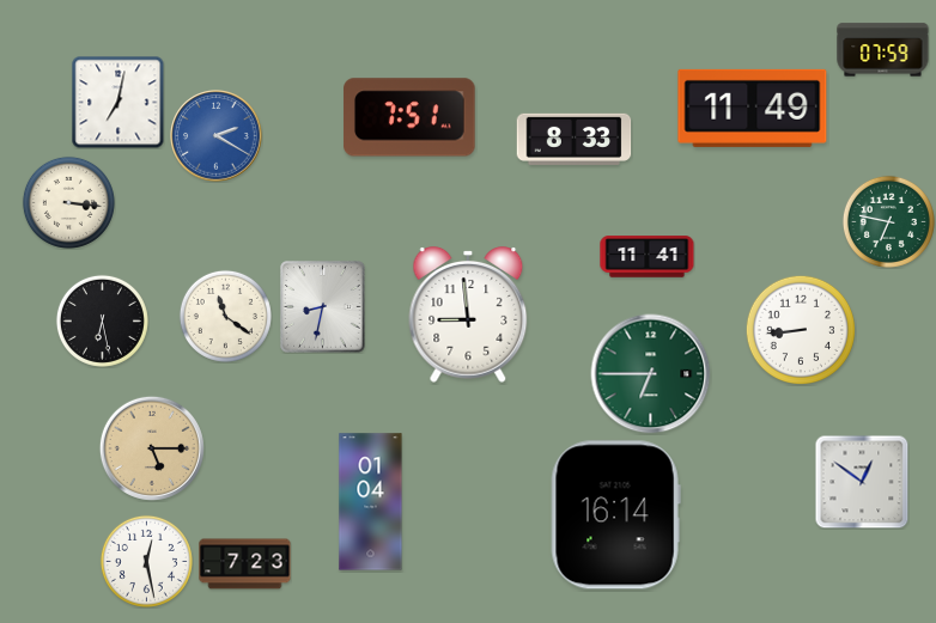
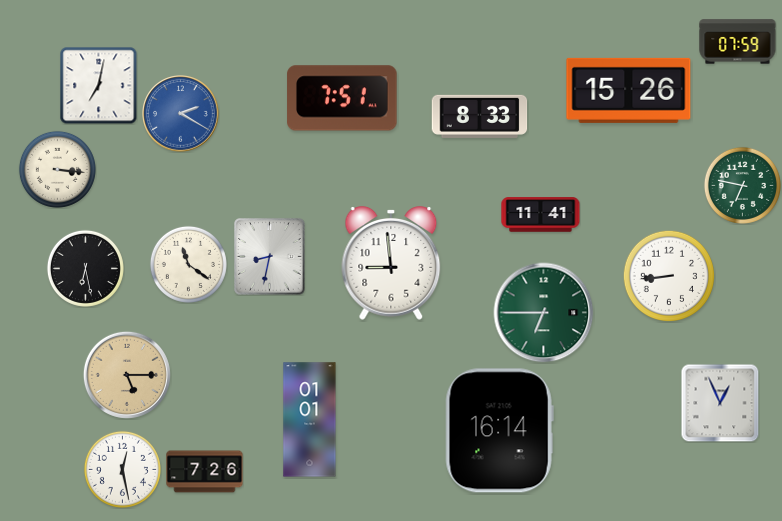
clock at (753, 108): 11:49 -> 15:26
clock at (862, 482): 12:51 -> 12:56
clock at (371, 502): 01:04 -> 01:01
clock at (615, 515) position: (615, 515) -> (499, 431)
clock at (245, 564): 7:23 -> 7:26
